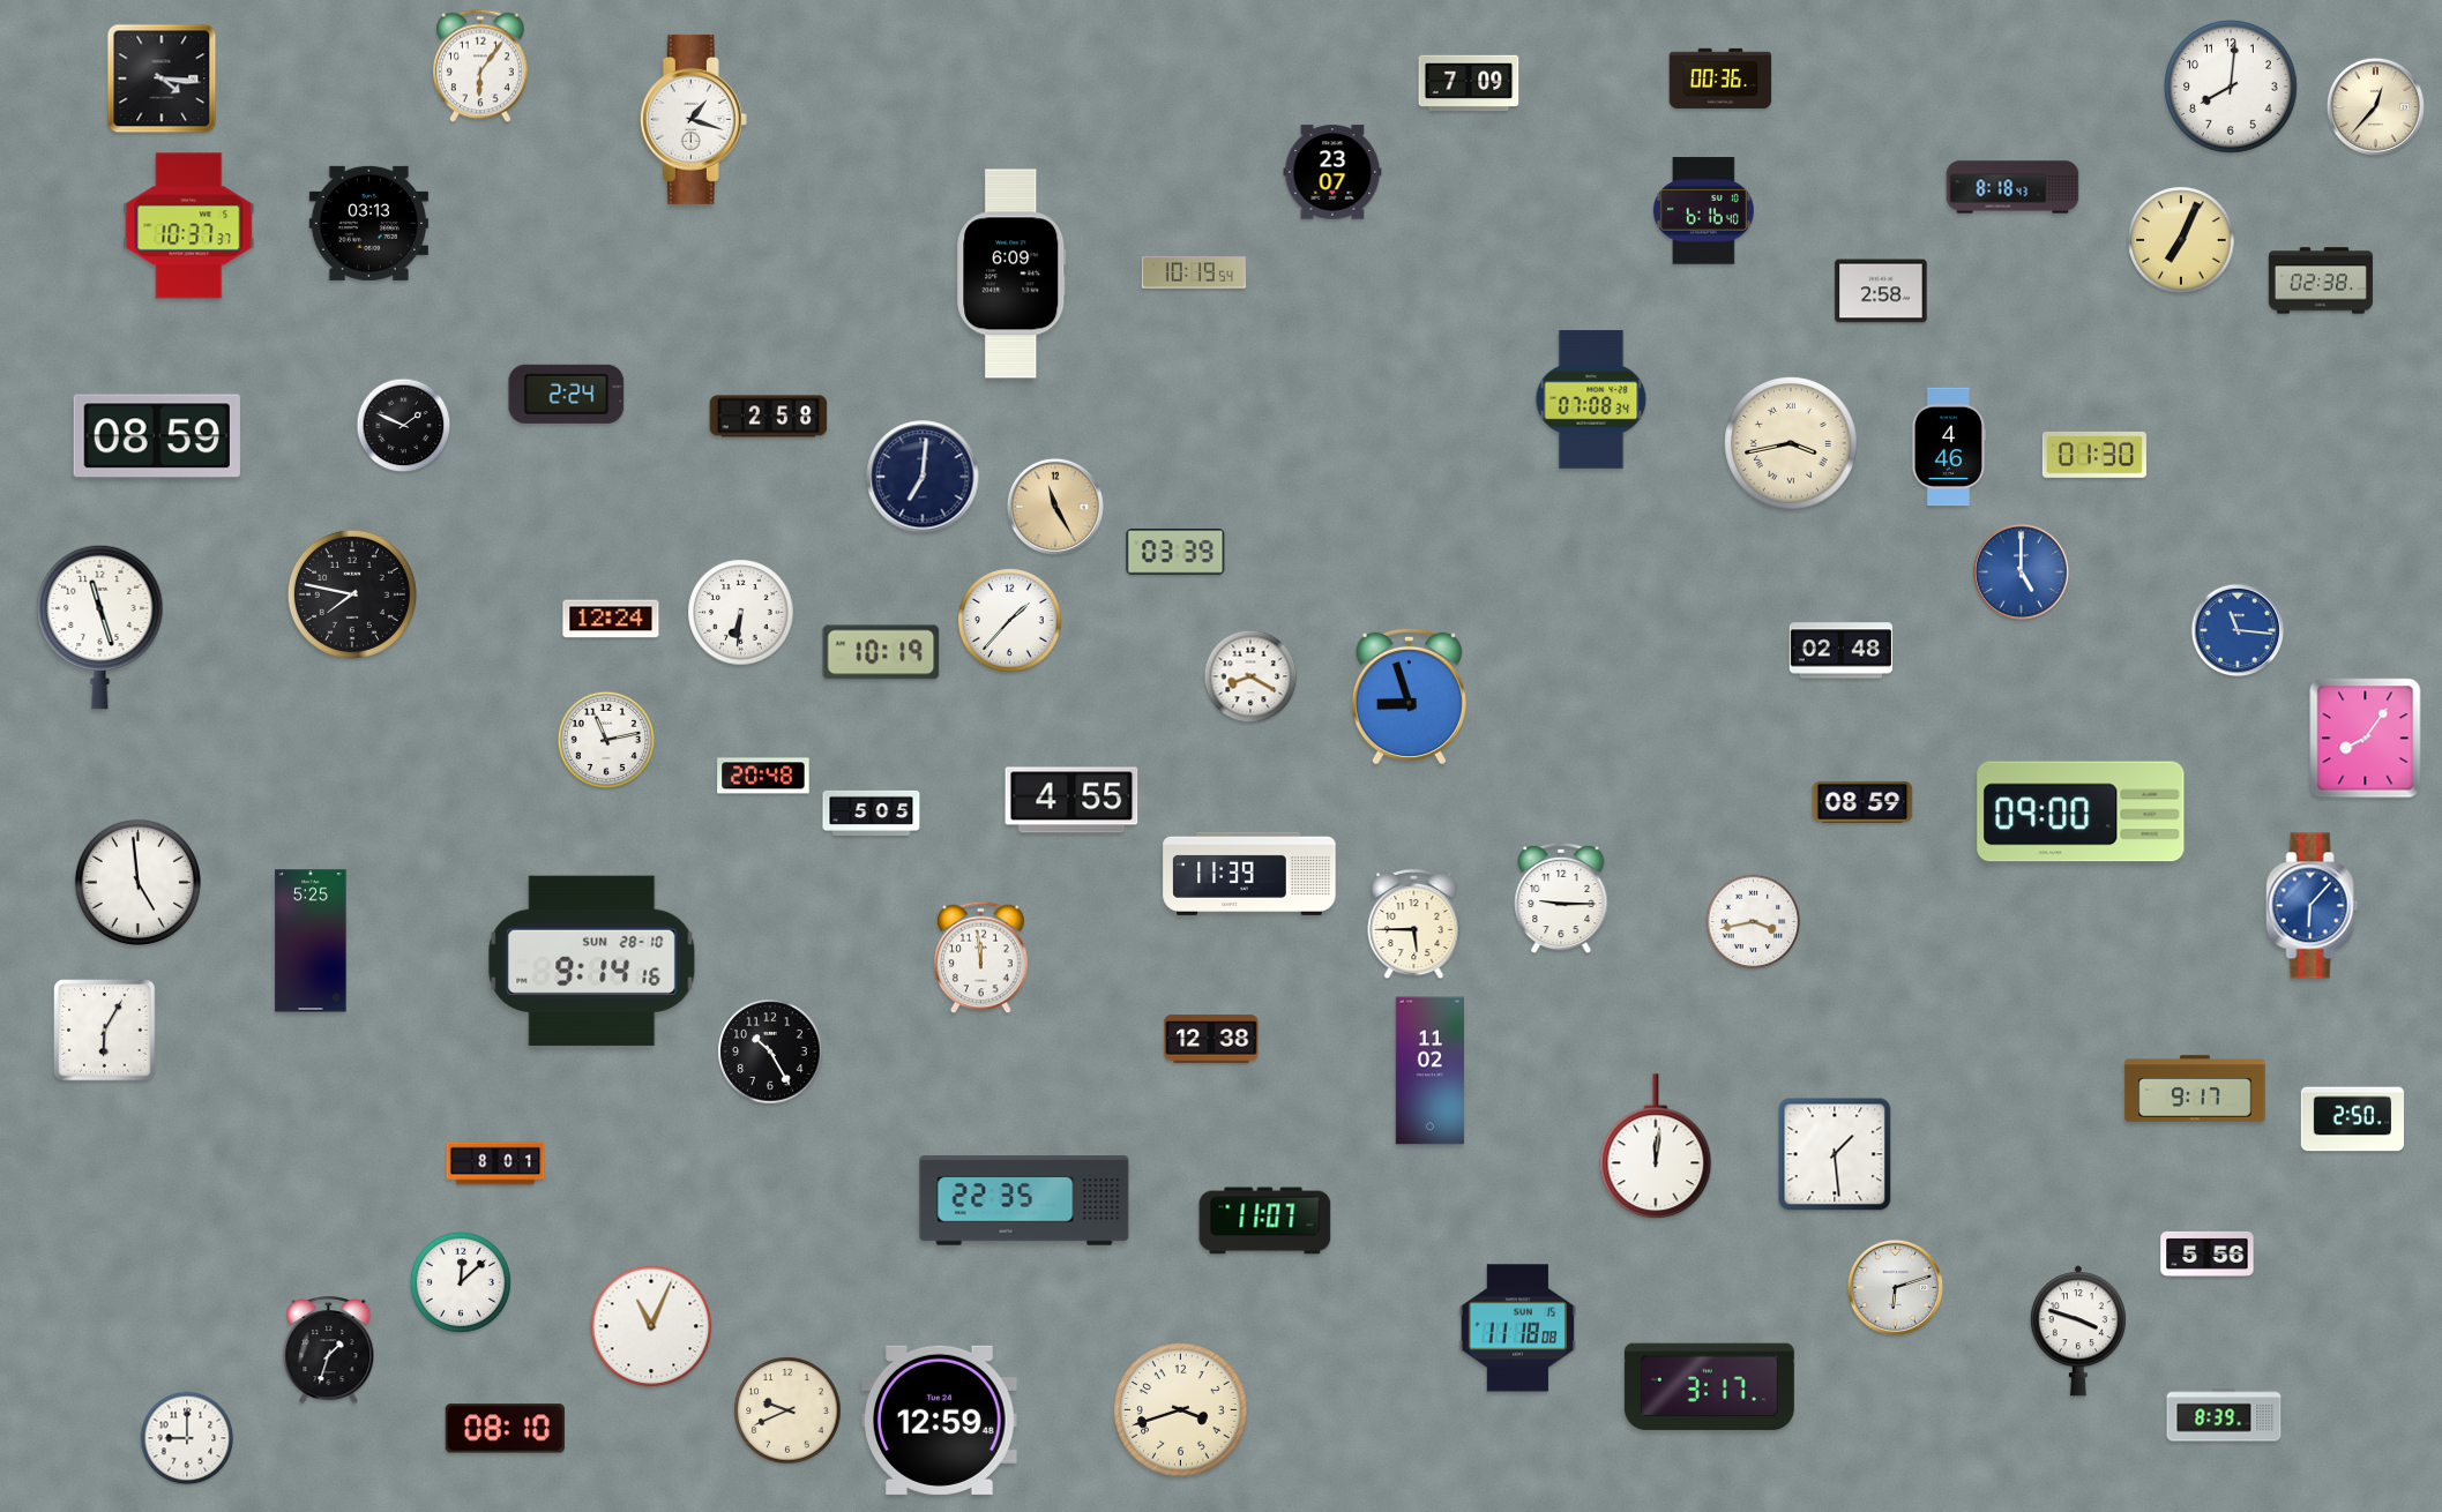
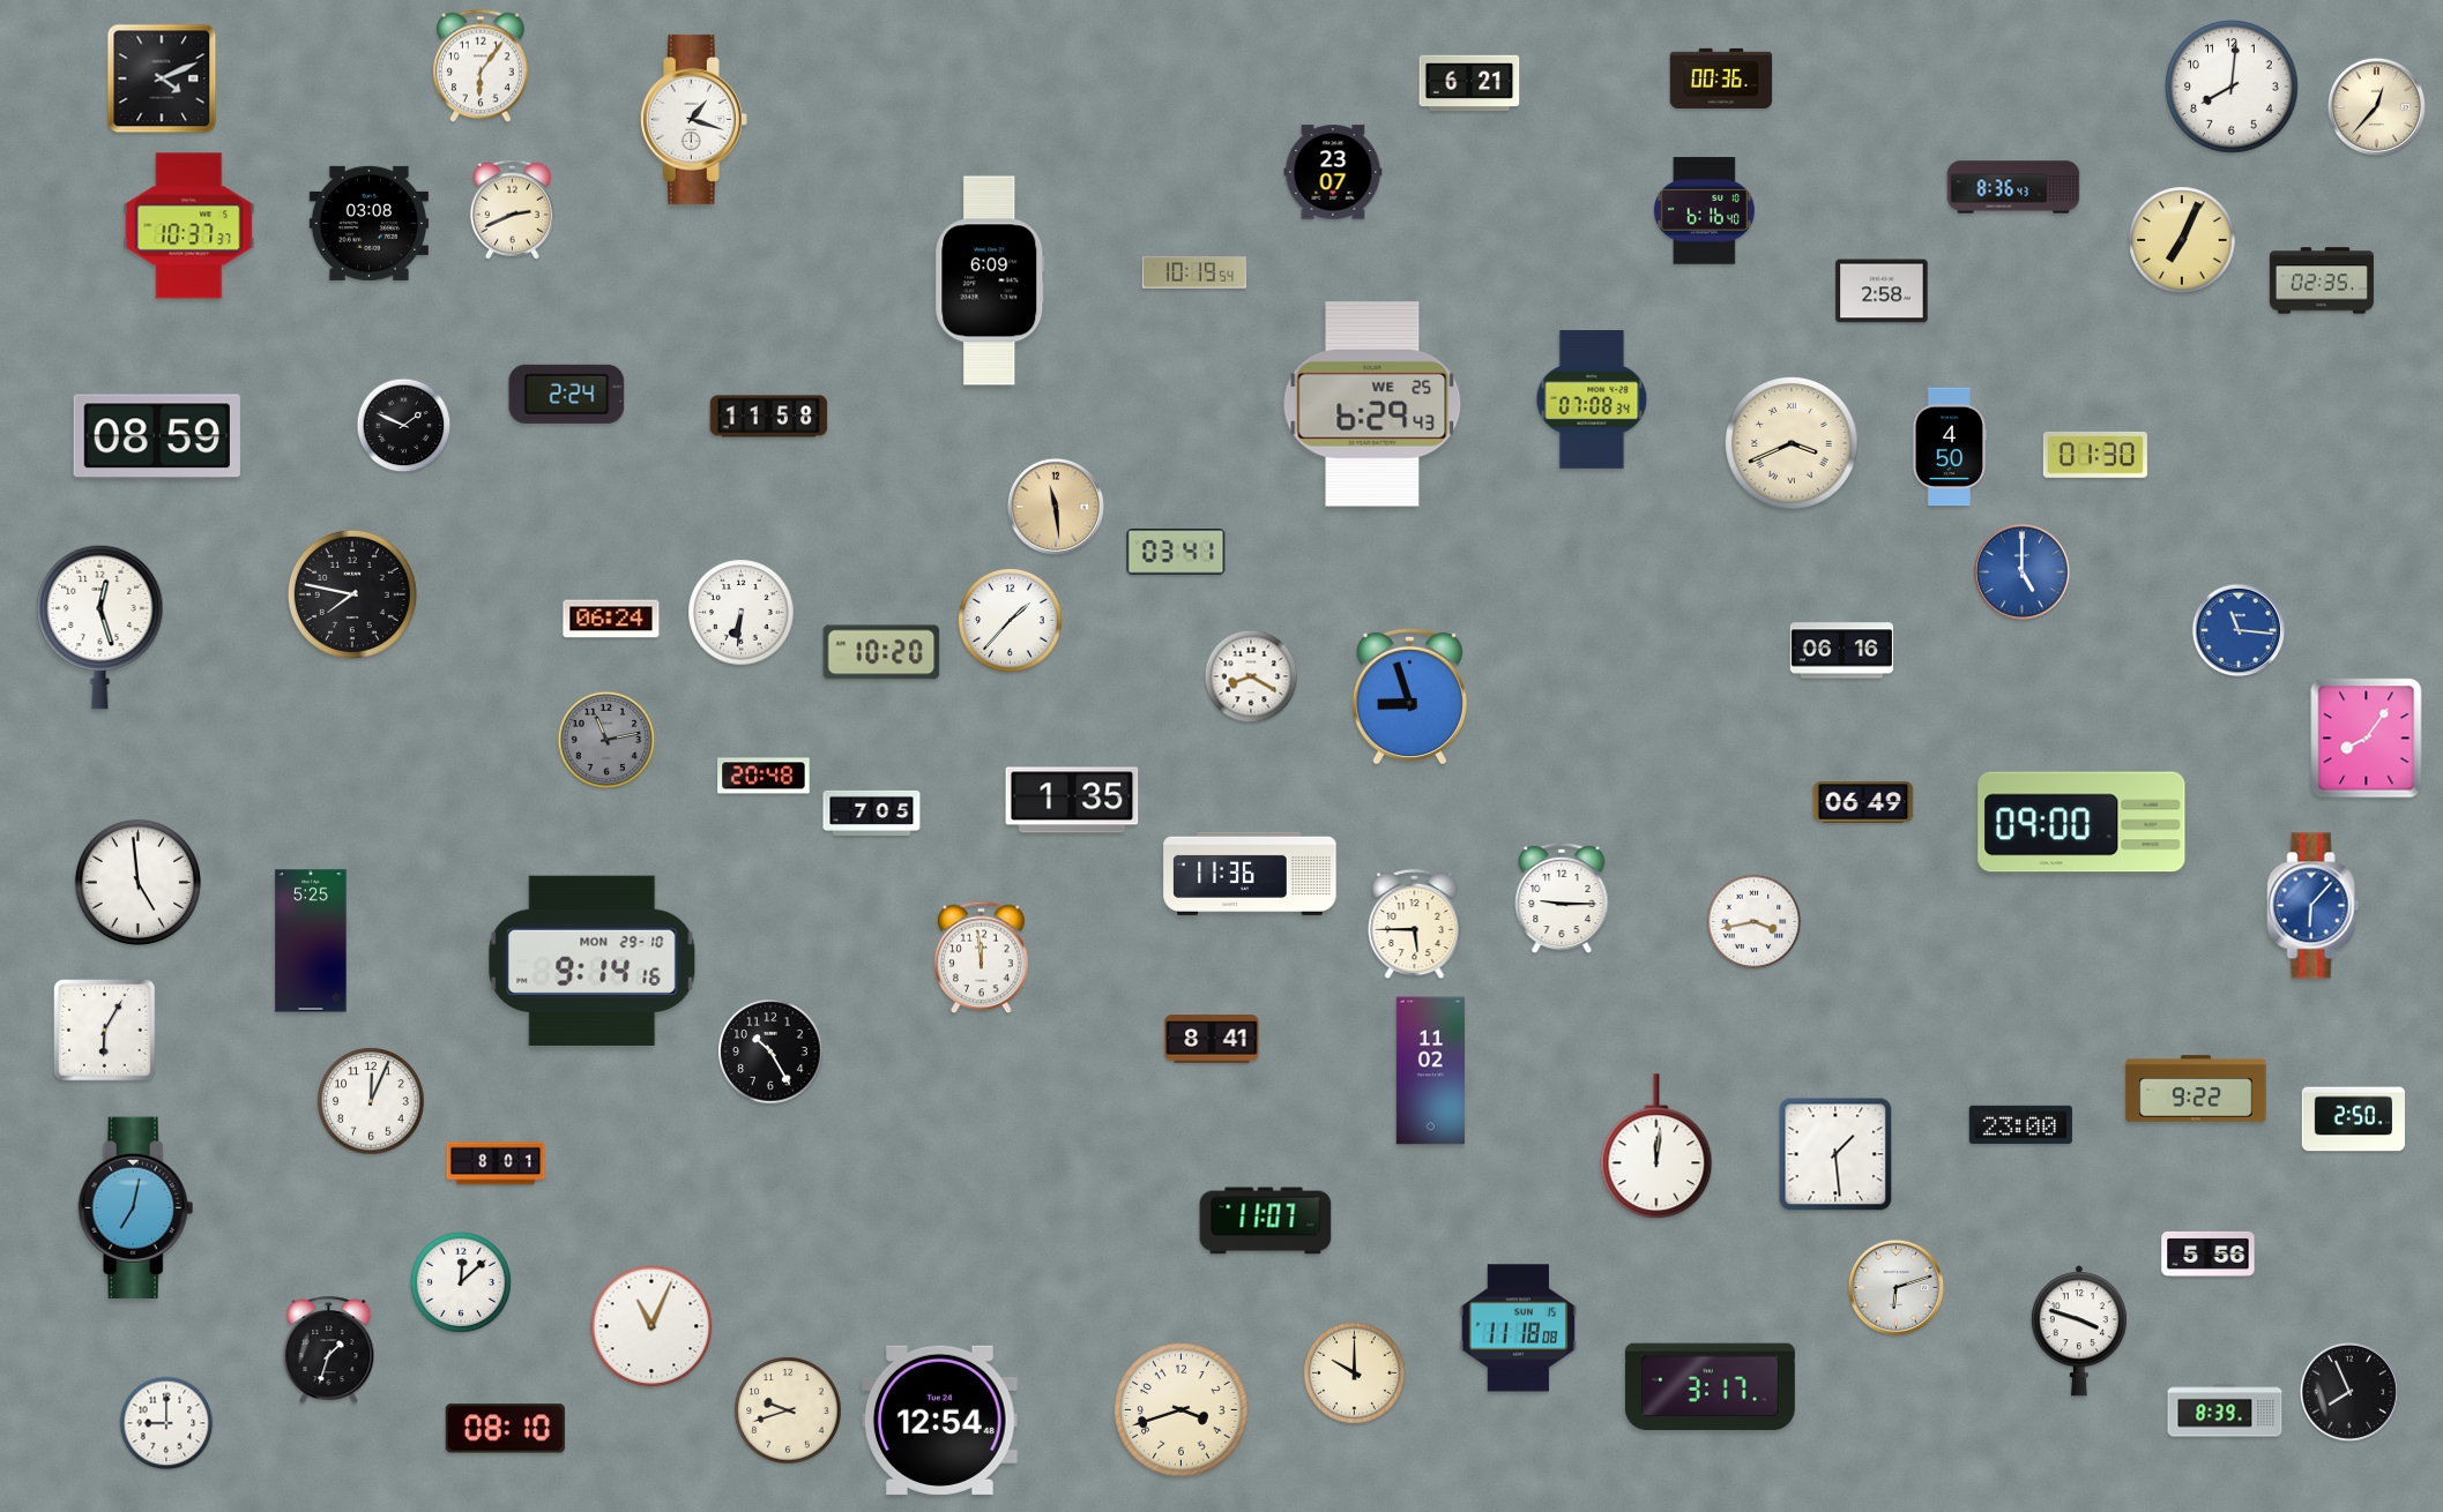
clock at (162, 78): 4:16 -> 4:11
clock at (1469, 83): 7:09 -> 6:21
clock at (2012, 187): 8:18 -> 8:36
clock at (512, 209): none -> 2:41
clock at (368, 223): 03:13 -> 03:08
clock at (1011, 274) position: (1011, 274) -> (990, 280)
clock at (2321, 280): 02:38 -> 02:35
clock at (1372, 404): none -> 6:29
clock at (769, 417): 2:58 -> 11:58
clock at (1791, 443): 3:43 -> 3:41
clock at (1949, 447): 4:46 -> 4:50
clock at (923, 477): 7:01 -> none
clock at (1055, 507): 11:25 -> 11:29
clock at (1175, 552): 03:39 -> 03:41
clock at (611, 619): 12:24 -> 06:24
clock at (100, 627): 11:27 -> 12:27
clock at (1840, 651): 02:48 -> 06:16
clock at (881, 652): 10:19 -> 10:20
clock at (606, 740) dial: white -> grey
clock at (1071, 800): 4:55 -> 1:35
clock at (1862, 802): 08:59 -> 06:49
clock at (2081, 811) position: (2081, 811) -> (2081, 822)
clock at (872, 813): 5:05 -> 7:05
clock at (1249, 874): 11:39 -> 11:36
clock at (592, 960) date: SUN 28-10 -> MON 29-10
clock at (1211, 1039): 12:38 -> 8:41
clock at (2195, 1088): 9:17 -> 9:22
clock at (371, 1101): none -> 12:04
clock at (2020, 1124): none -> 23:00
clock at (1024, 1200): 22:35 -> none
clock at (136, 1208): none -> 7:02
clock at (1354, 1372): none -> 10:00
clock at (2349, 1392): none -> 7:56
clock at (787, 1410): 9:41 -> 9:42
clock at (2224, 1415) position: (2224, 1415) -> (2225, 1410)
clock at (940, 1420): 12:59 -> 12:54
clock at (187, 1438) position: (187, 1438) -> (166, 1423)
